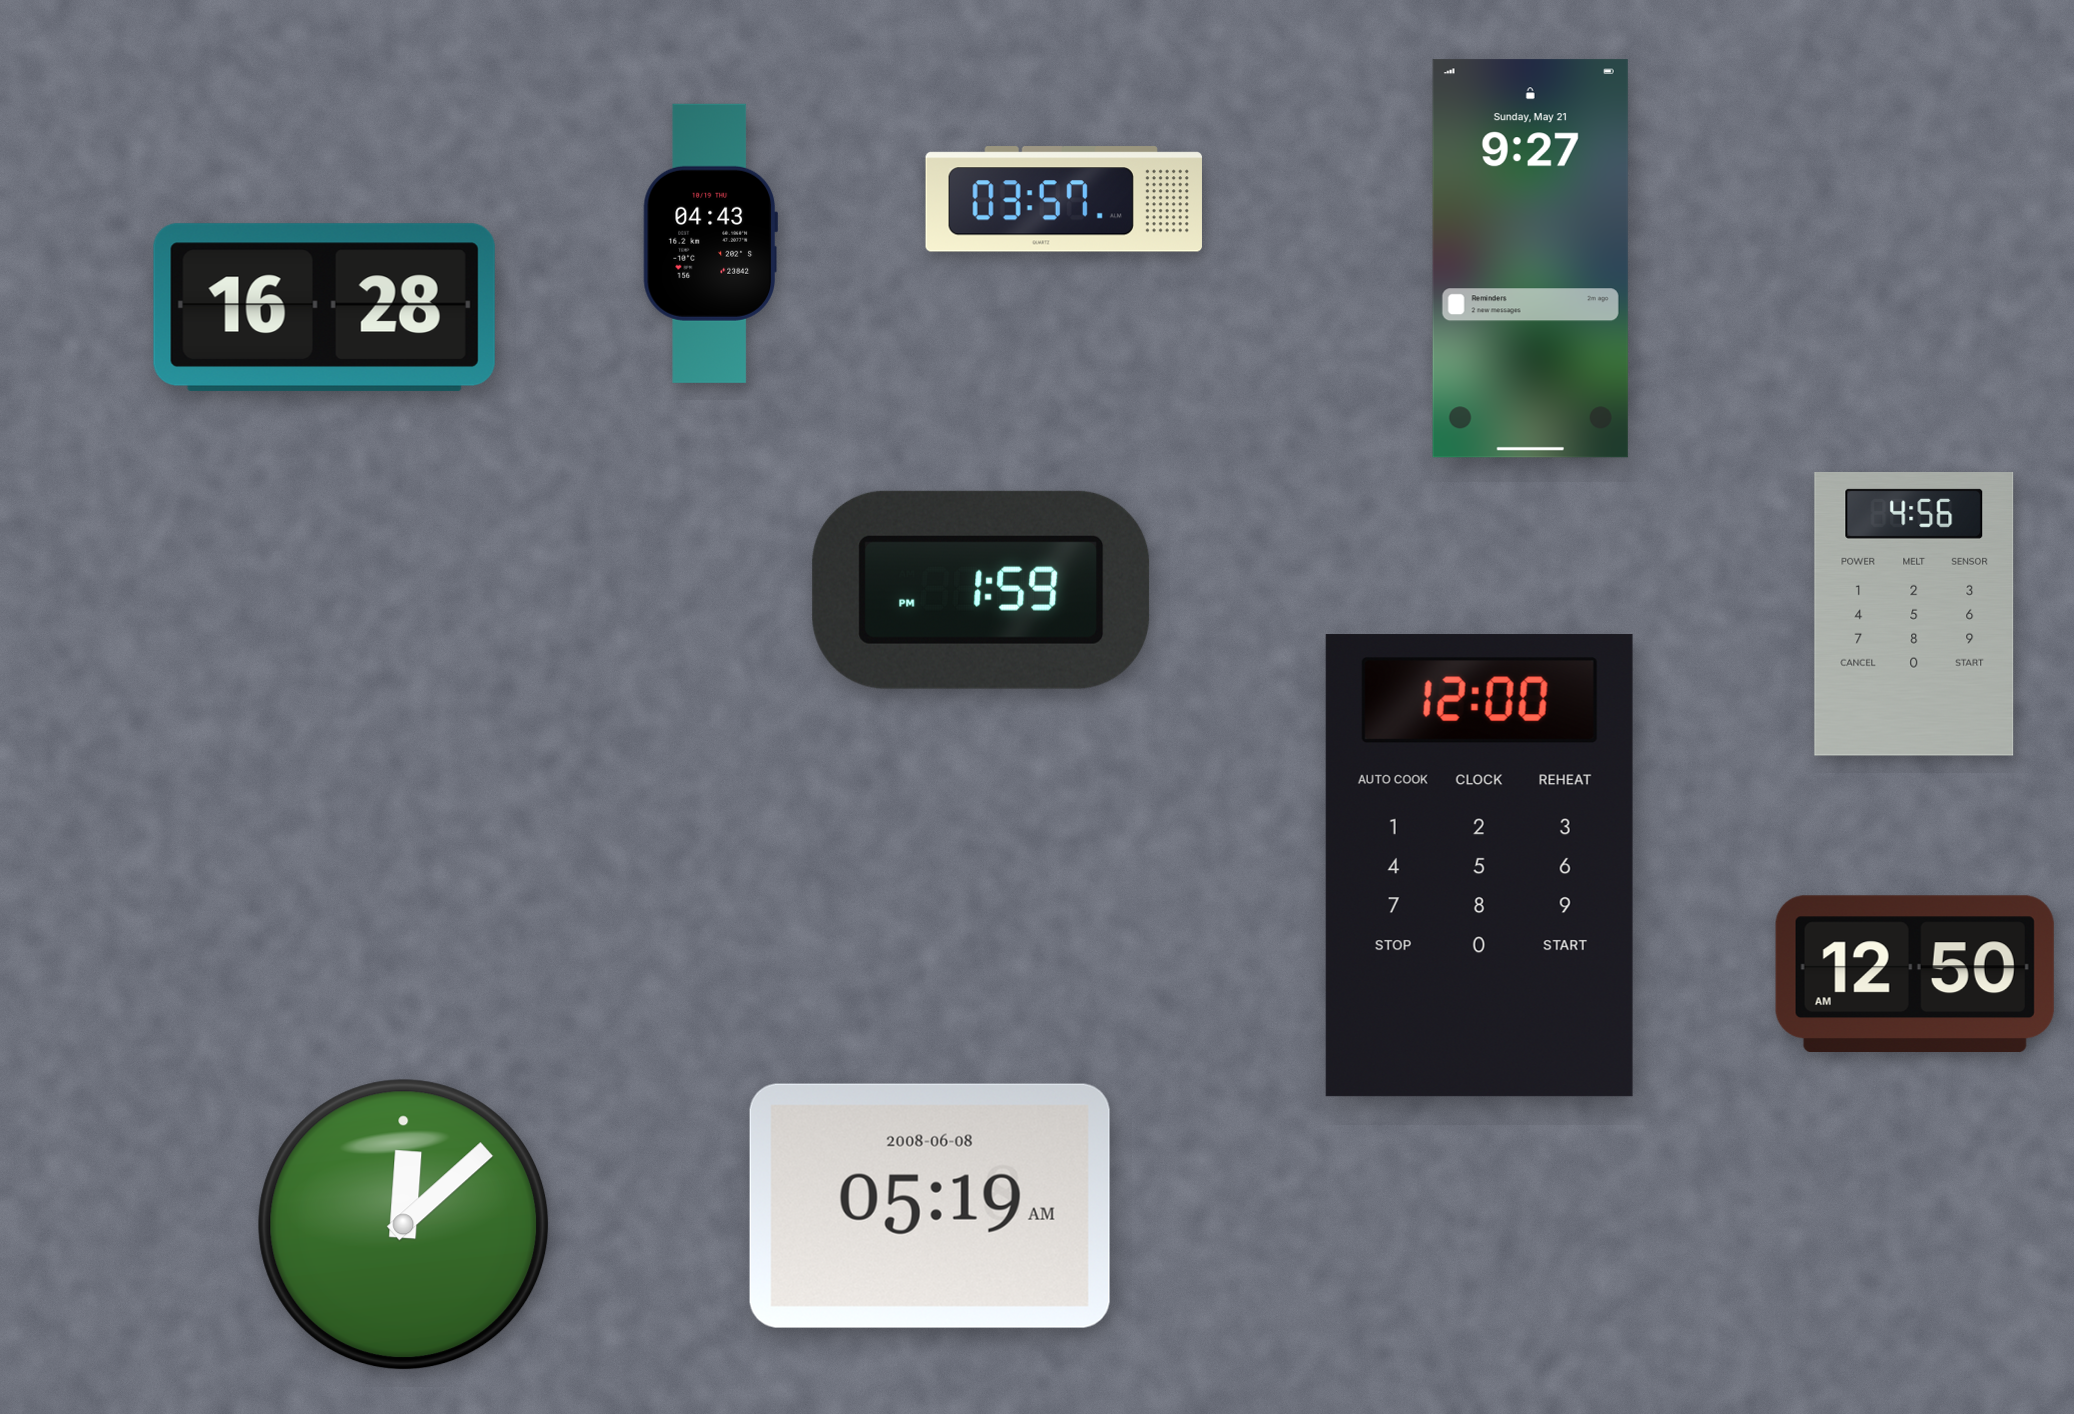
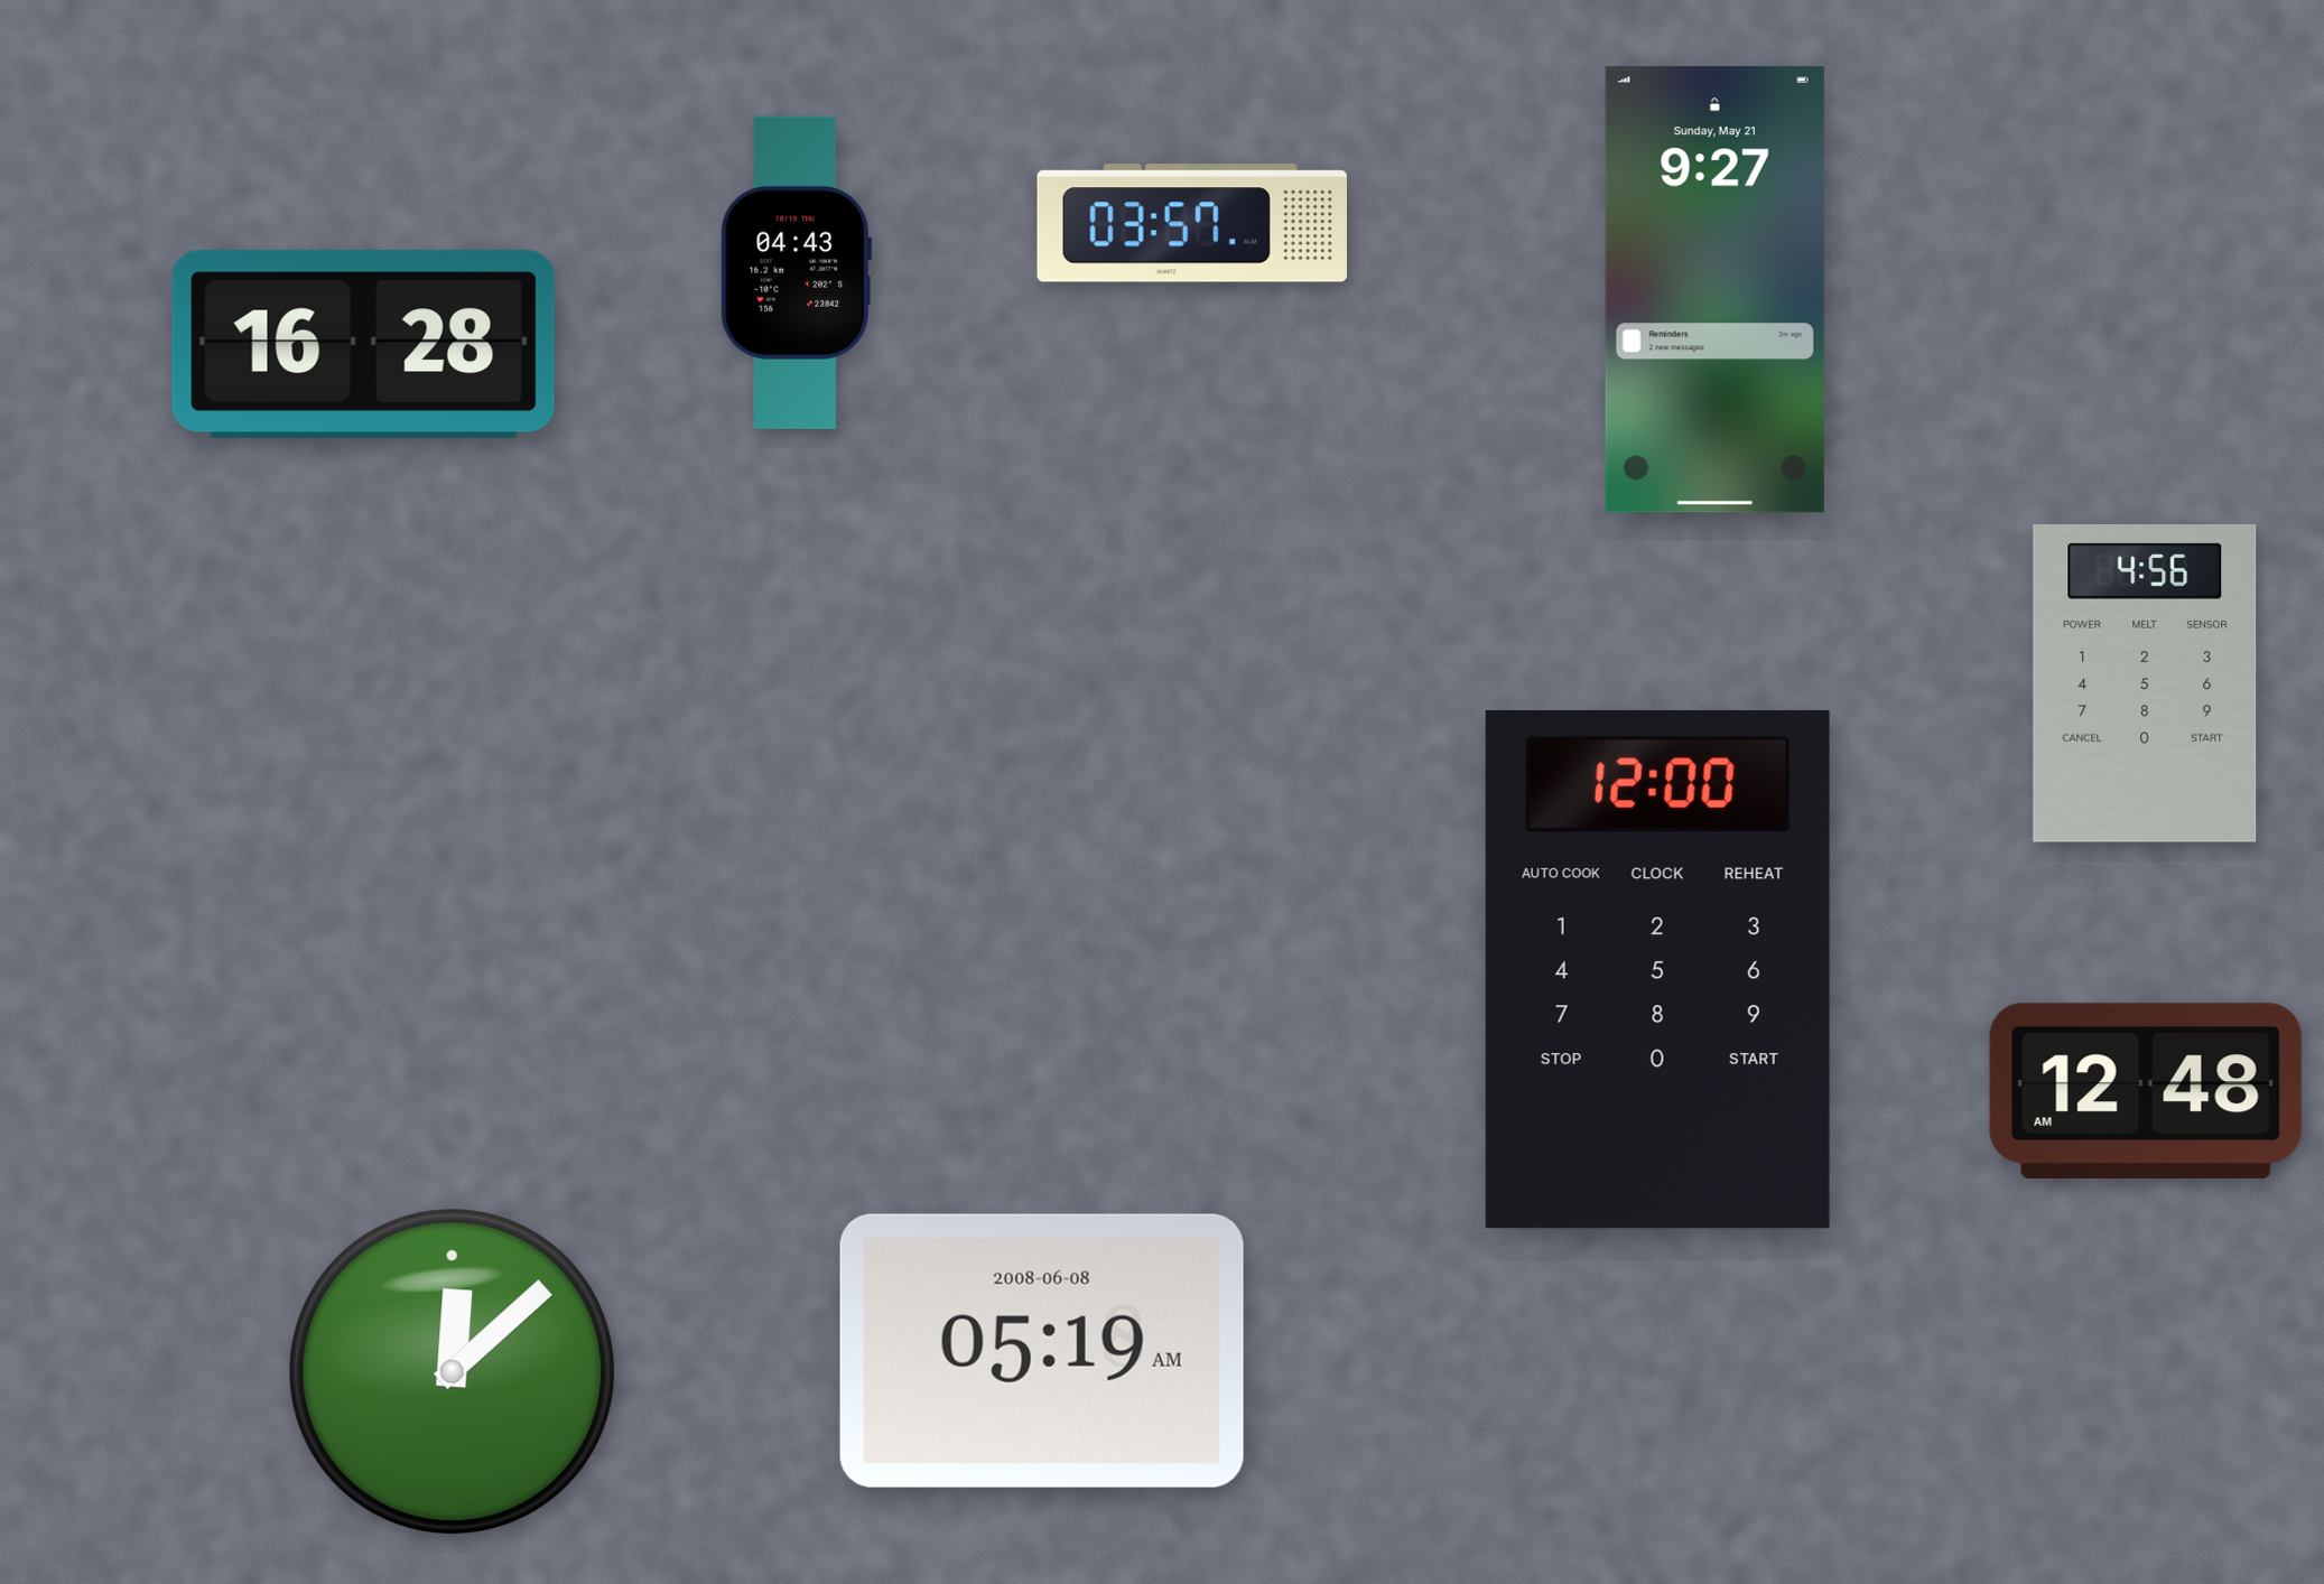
clock at (981, 590): 1:59 -> none
clock at (1914, 615) position: (1914, 615) -> (2145, 684)
clock at (1915, 973): 12:50 -> 12:48
